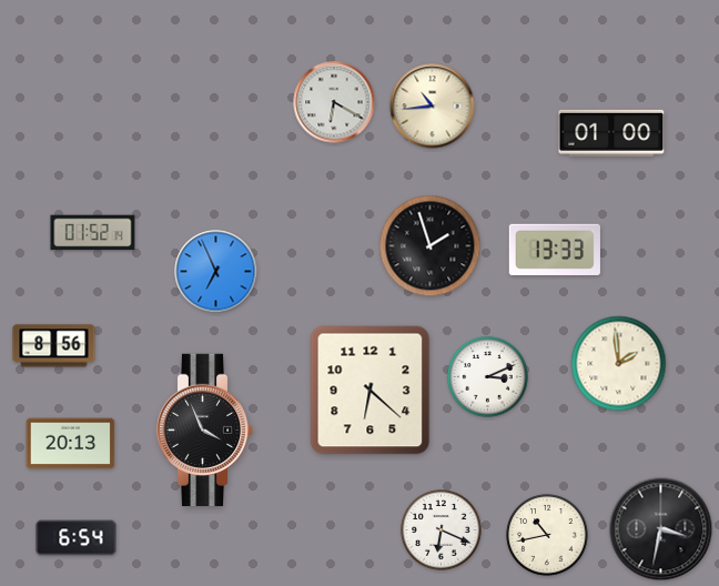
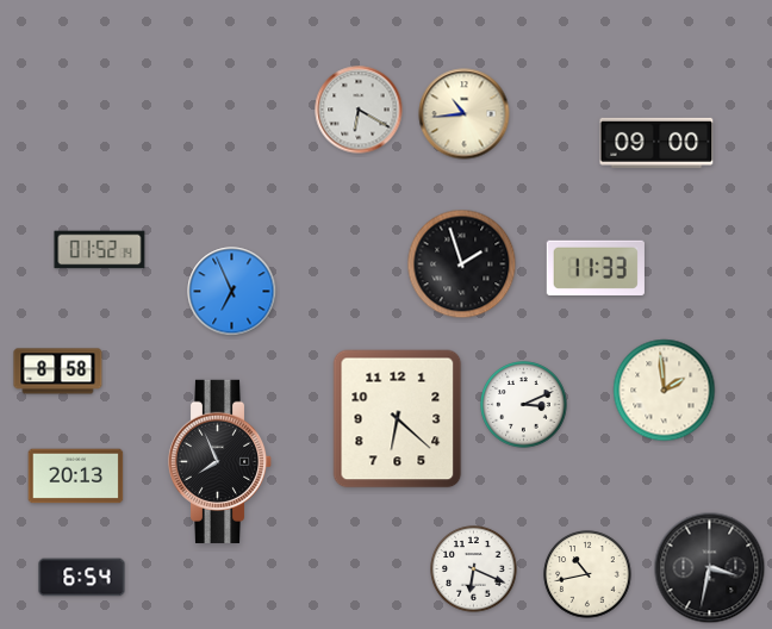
clock at (611, 133): 01:00 -> 09:00
clock at (555, 250): 13:33 -> 11:33
clock at (54, 346): 8:56 -> 8:58
clock at (205, 430): 3:56 -> 7:56
